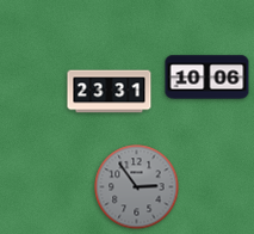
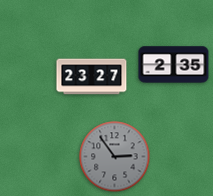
clock at (207, 78): 10:06 -> 2:35
clock at (110, 92): 23:31 -> 23:27
